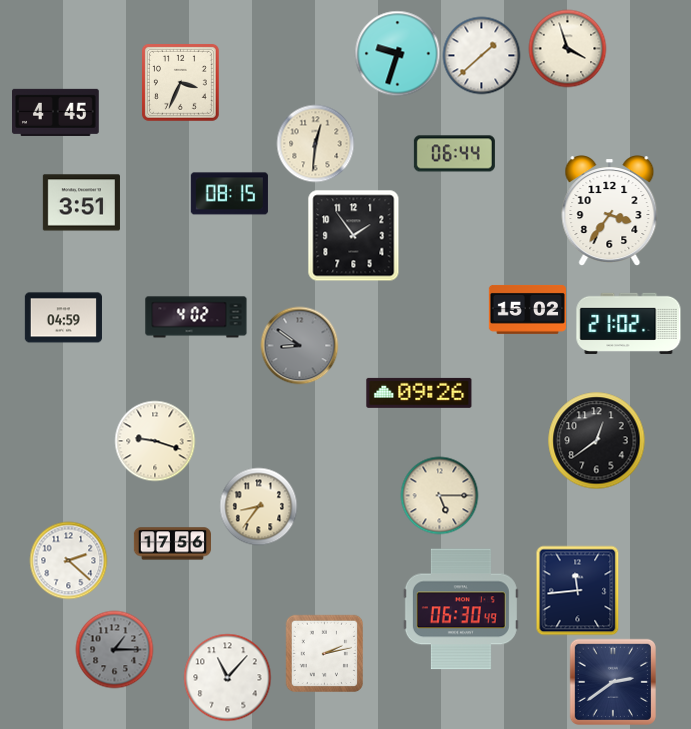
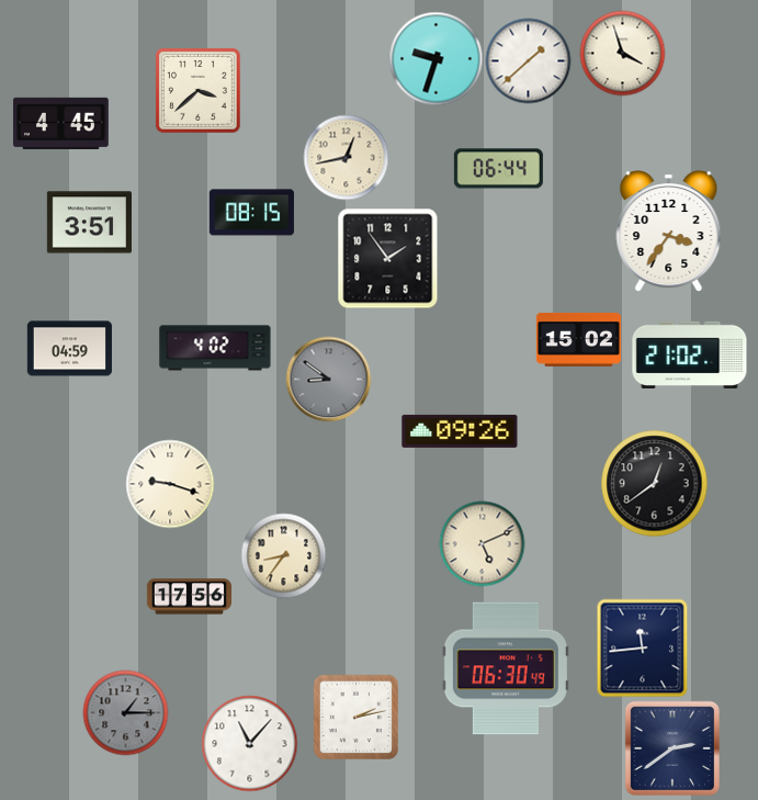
clock at (180, 82): 3:34 -> 3:38
clock at (315, 143): 12:31 -> 12:43
clock at (439, 495): 5:15 -> 5:11
clock at (68, 560): 2:22 -> none
clock at (578, 590) position: (578, 590) -> (643, 647)
